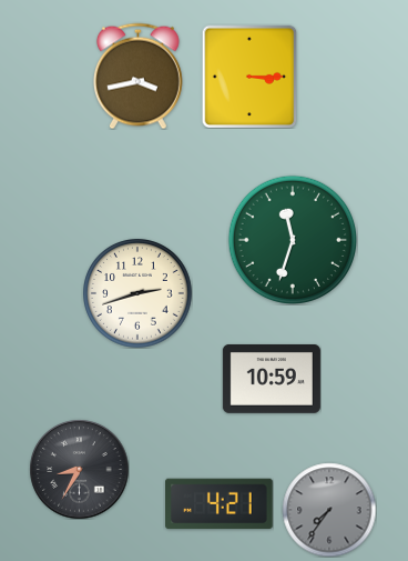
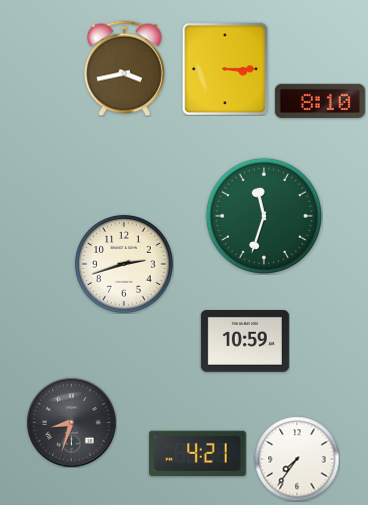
clock at (320, 101): none -> 8:10
clock at (79, 469): 8:35 -> 8:33
clock at (329, 510) dial: grey -> white
